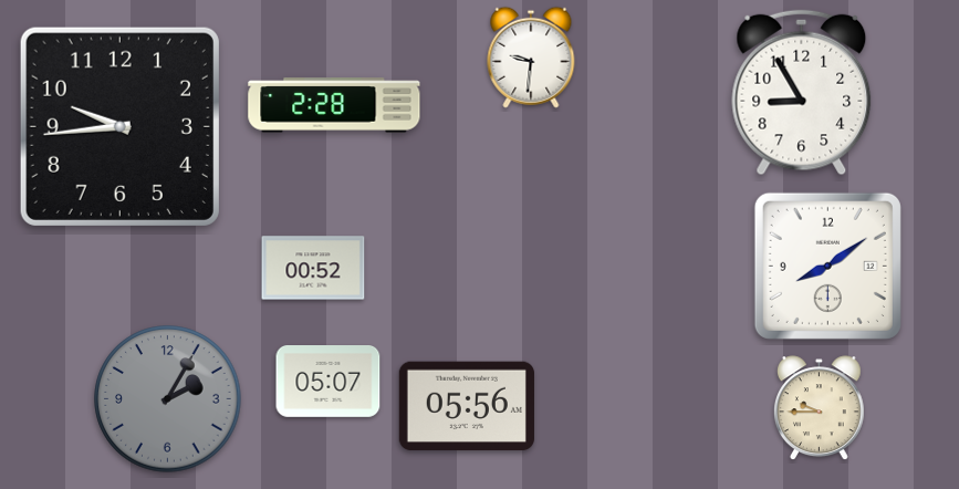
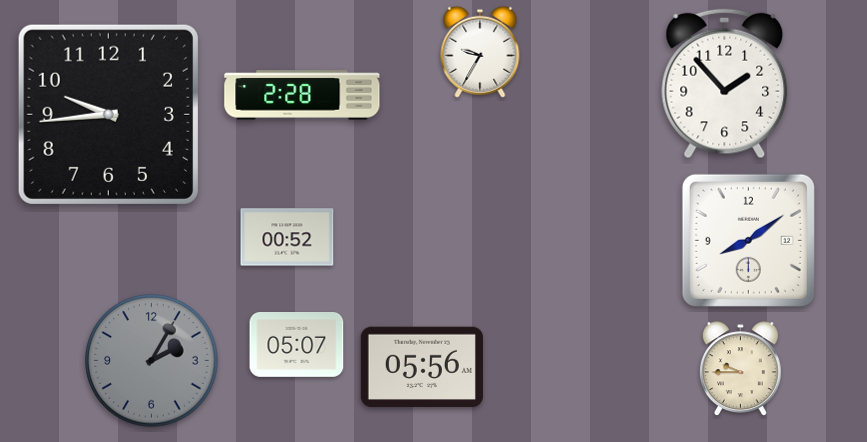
clock at (531, 58): 9:31 -> 9:35
clock at (802, 93): 8:55 -> 1:53
clock at (313, 268) position: (313, 268) -> (287, 237)
